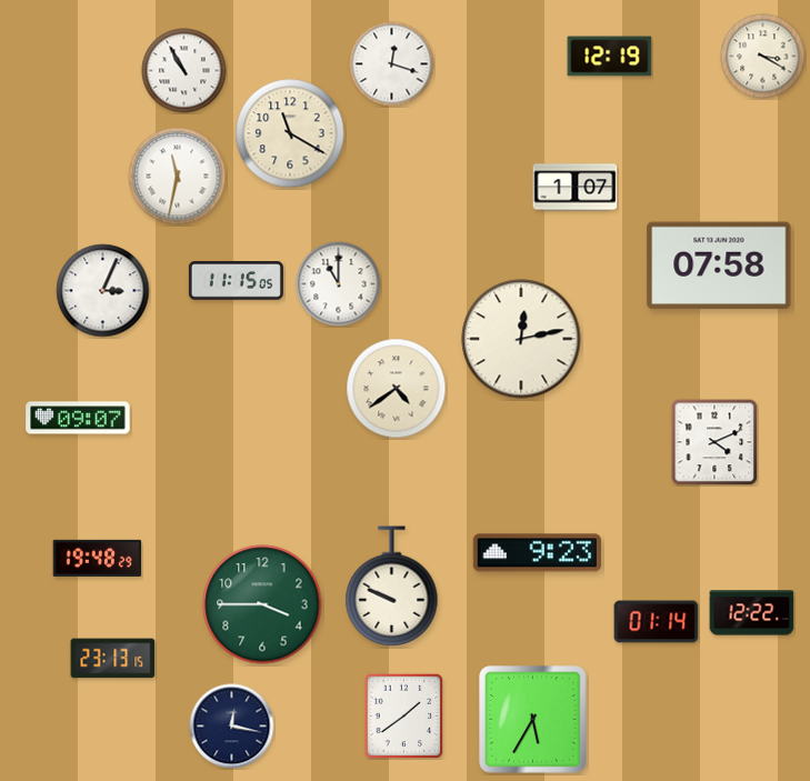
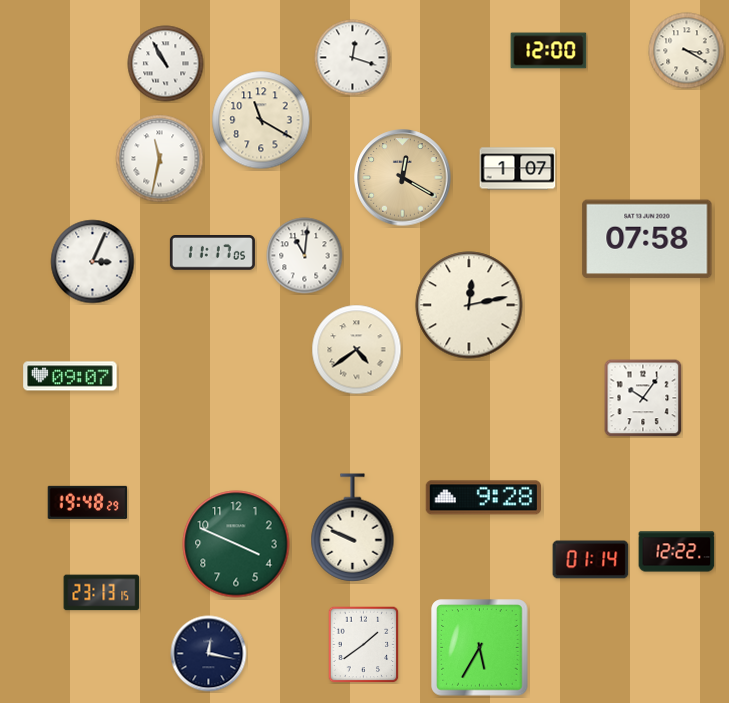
clock at (610, 57): 12:19 -> 12:00
clock at (403, 178): none -> 12:20
clock at (236, 281): 11:15 -> 11:17
clock at (339, 284): 11:00 -> 11:01
clock at (714, 442): 4:11 -> 10:06
clock at (537, 553): 9:23 -> 9:28
clock at (262, 604): 3:45 -> 3:49
